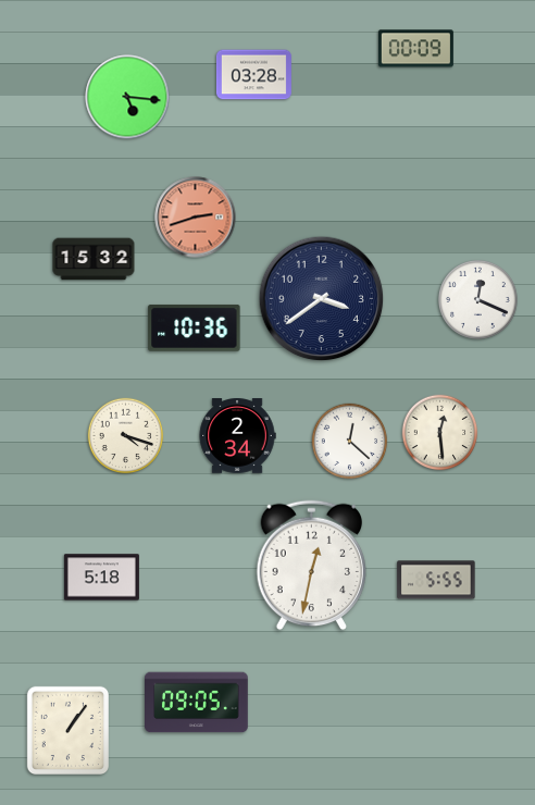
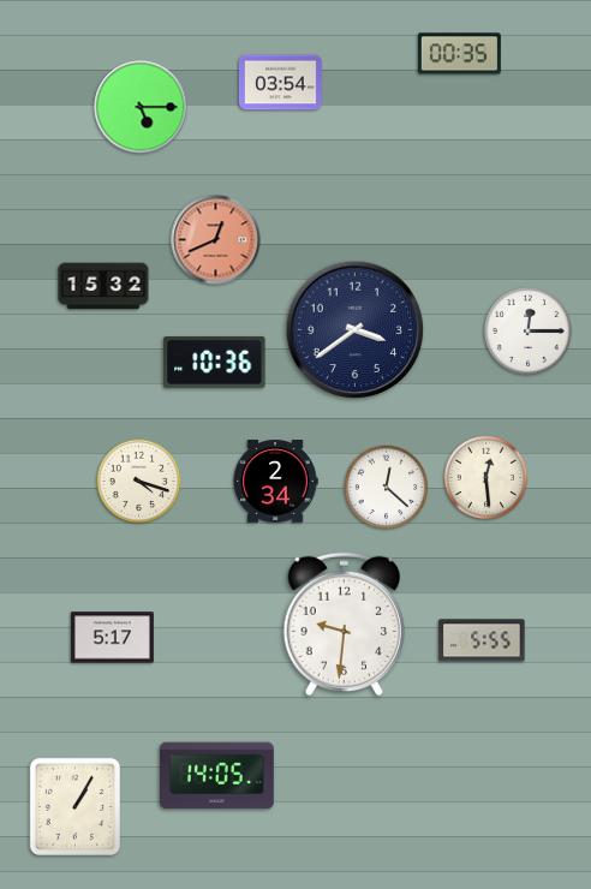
clock at (415, 49): 00:09 -> 00:35
clock at (253, 75): 03:28 -> 03:54
clock at (127, 97): 5:16 -> 5:15
clock at (196, 218): 2:42 -> 12:41
clock at (477, 299): 12:19 -> 12:15
clock at (237, 436) position: (237, 436) -> (275, 482)
clock at (312, 566): 12:32 -> 9:31
clock at (101, 578): 5:18 -> 5:17
clock at (197, 703): 09:05 -> 14:05
clock at (67, 730): 1:06 -> 1:05
